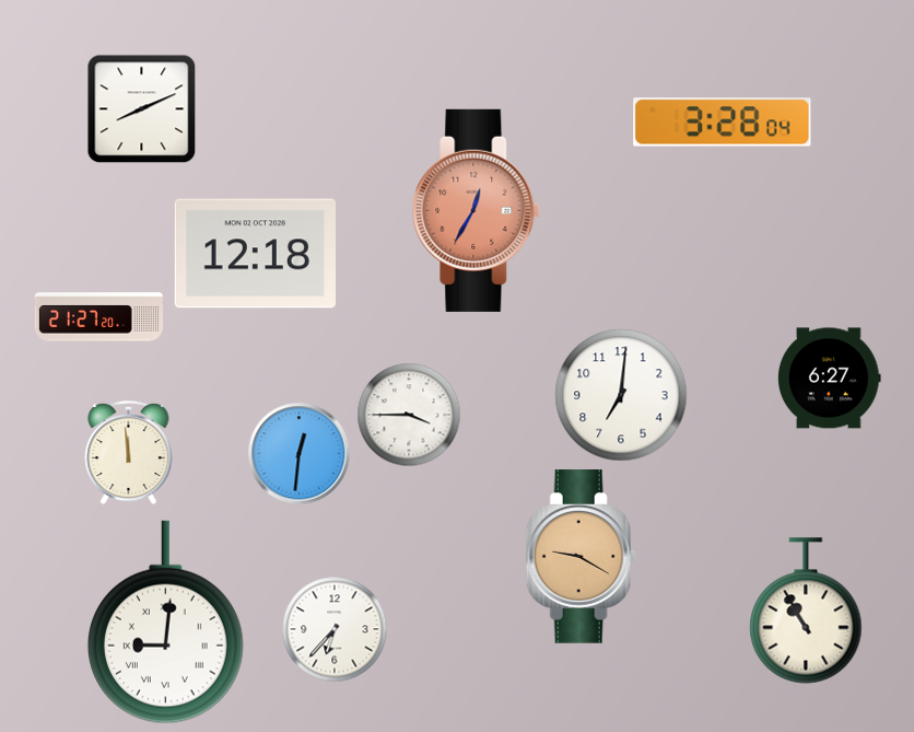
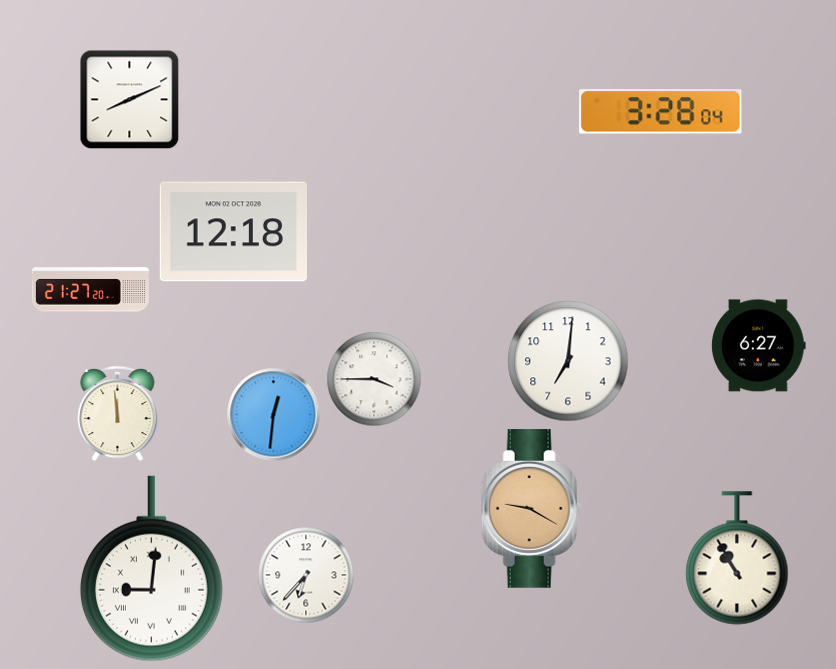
clock at (477, 210): 12:35 -> none
